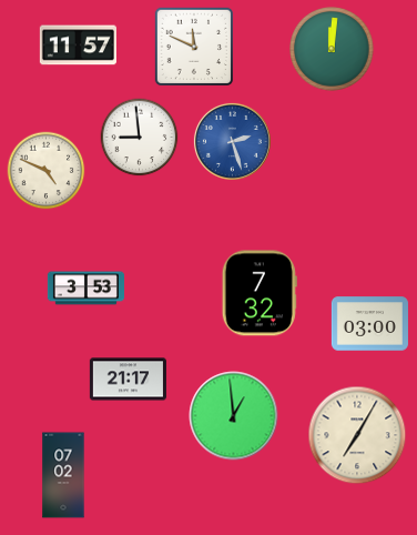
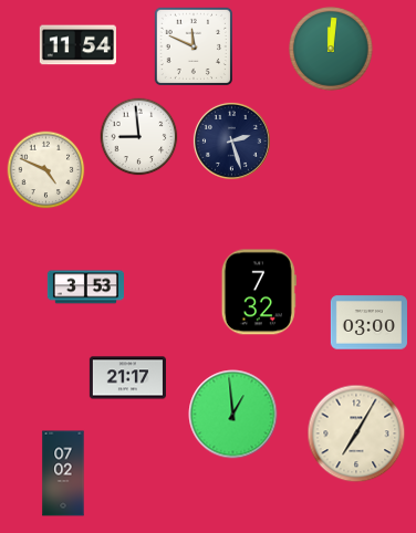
clock at (78, 46): 11:57 -> 11:54
clock at (232, 141) dial: blue -> navy
